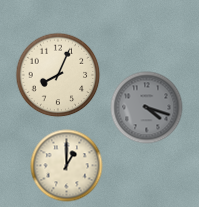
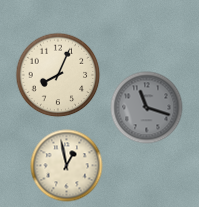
clock at (147, 108): 4:18 -> 11:18
clock at (67, 166): 1:00 -> 12:58
